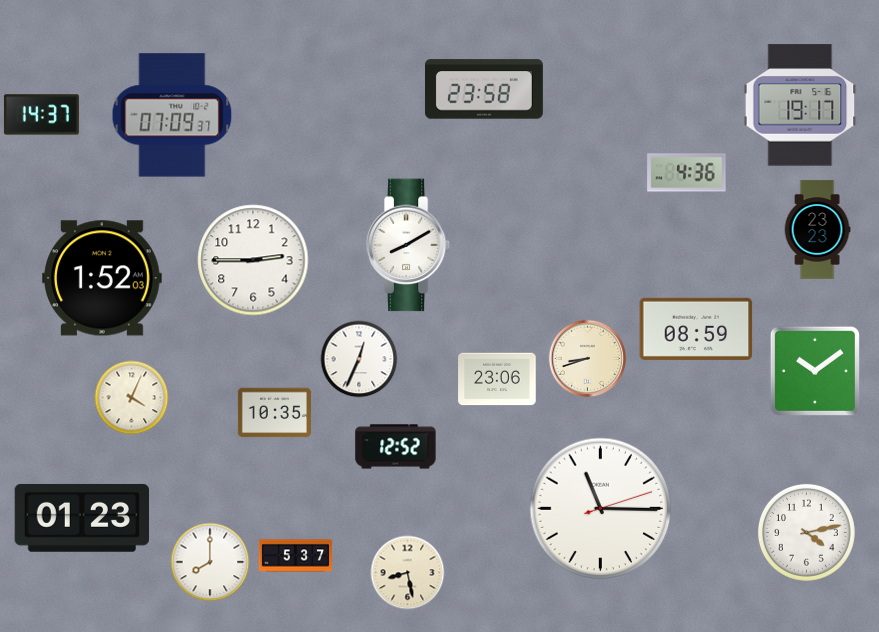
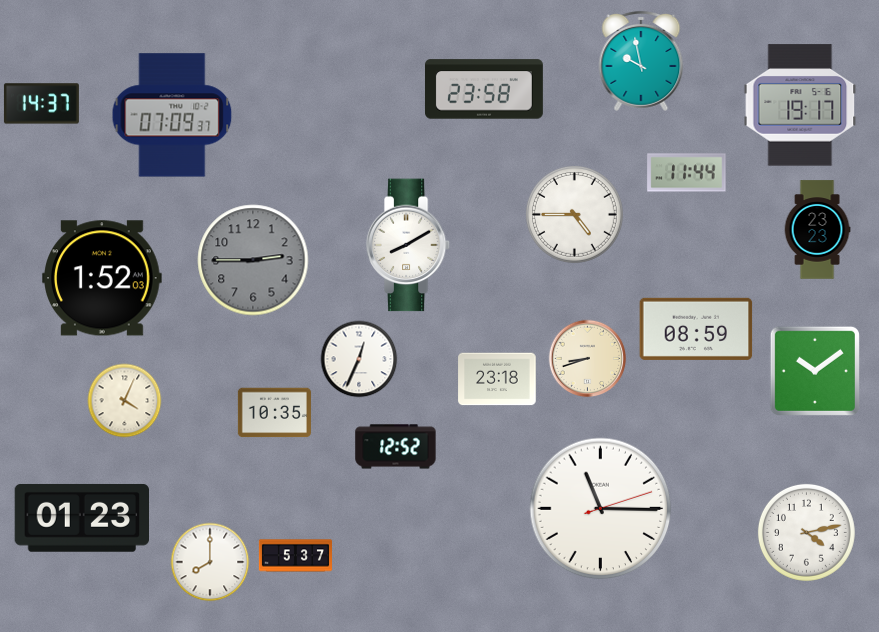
clock at (641, 61): none -> 9:58
clock at (41, 115) position: (41, 115) -> (41, 104)
clock at (687, 173): 4:36 -> 11:44
clock at (574, 214): none -> 4:45
clock at (253, 260) dial: white -> grey
clock at (497, 379): 23:06 -> 23:18
clock at (132, 398) position: (132, 398) -> (125, 401)
clock at (408, 573): 8:28 -> none
